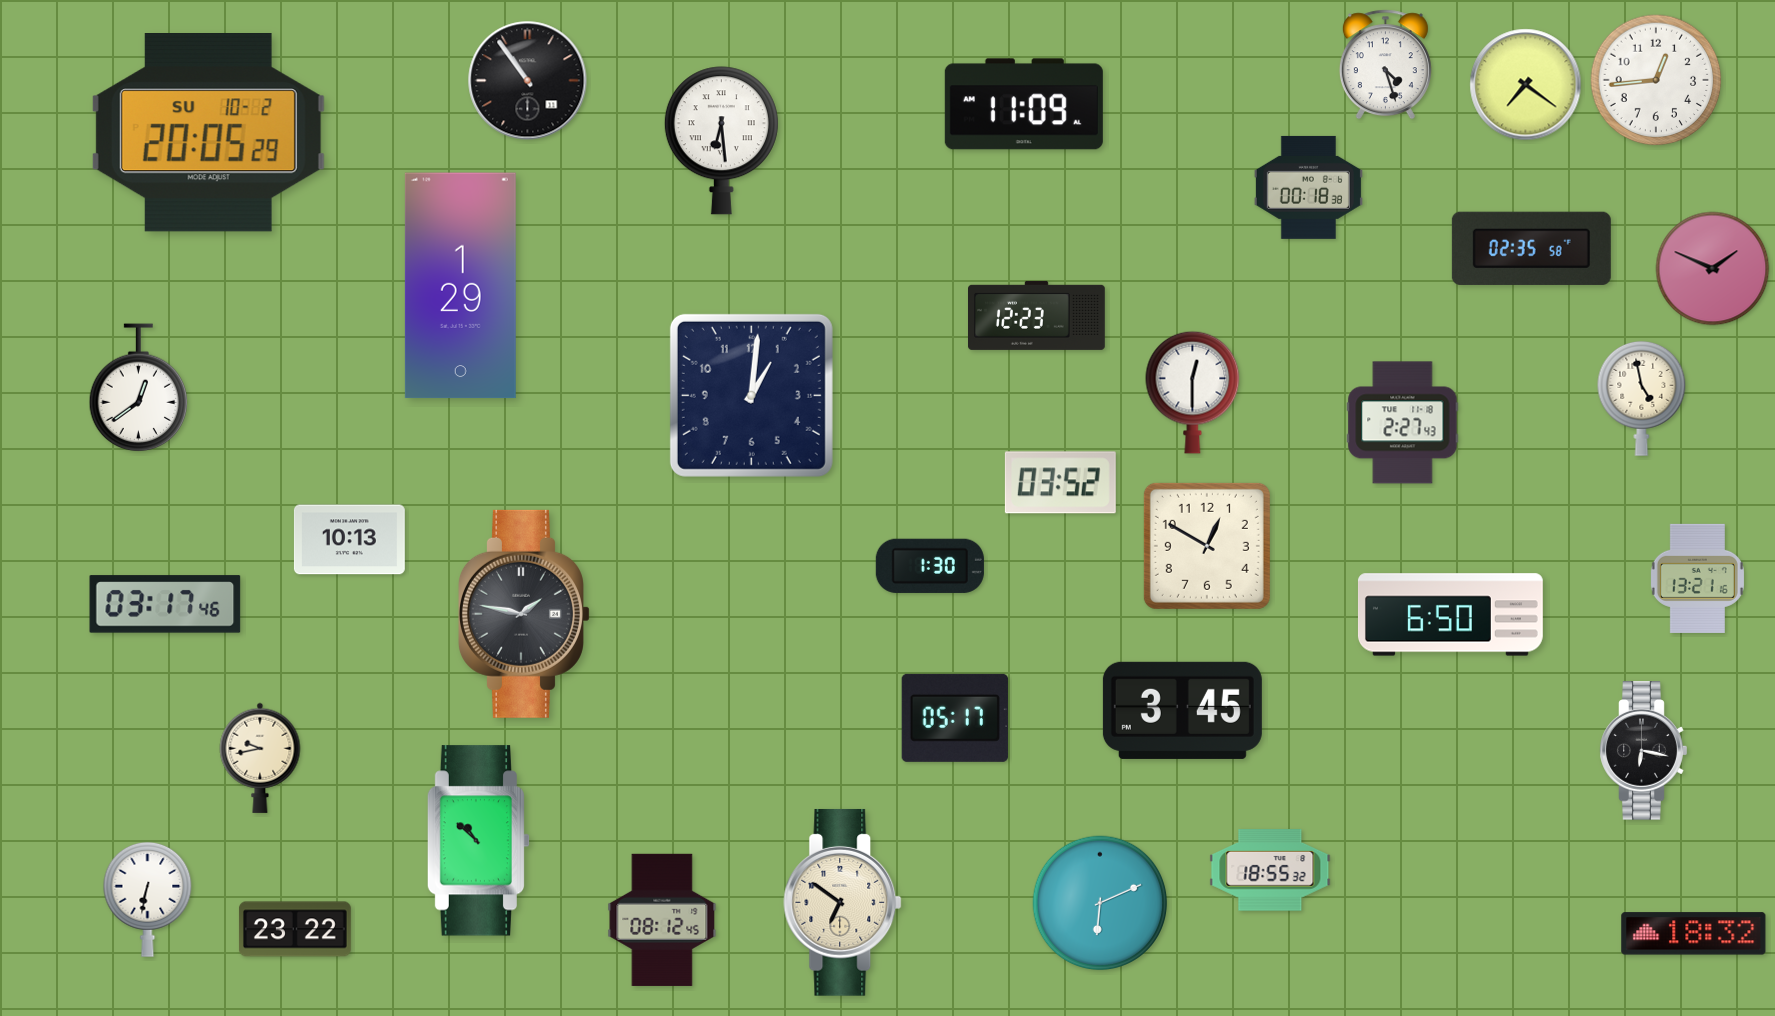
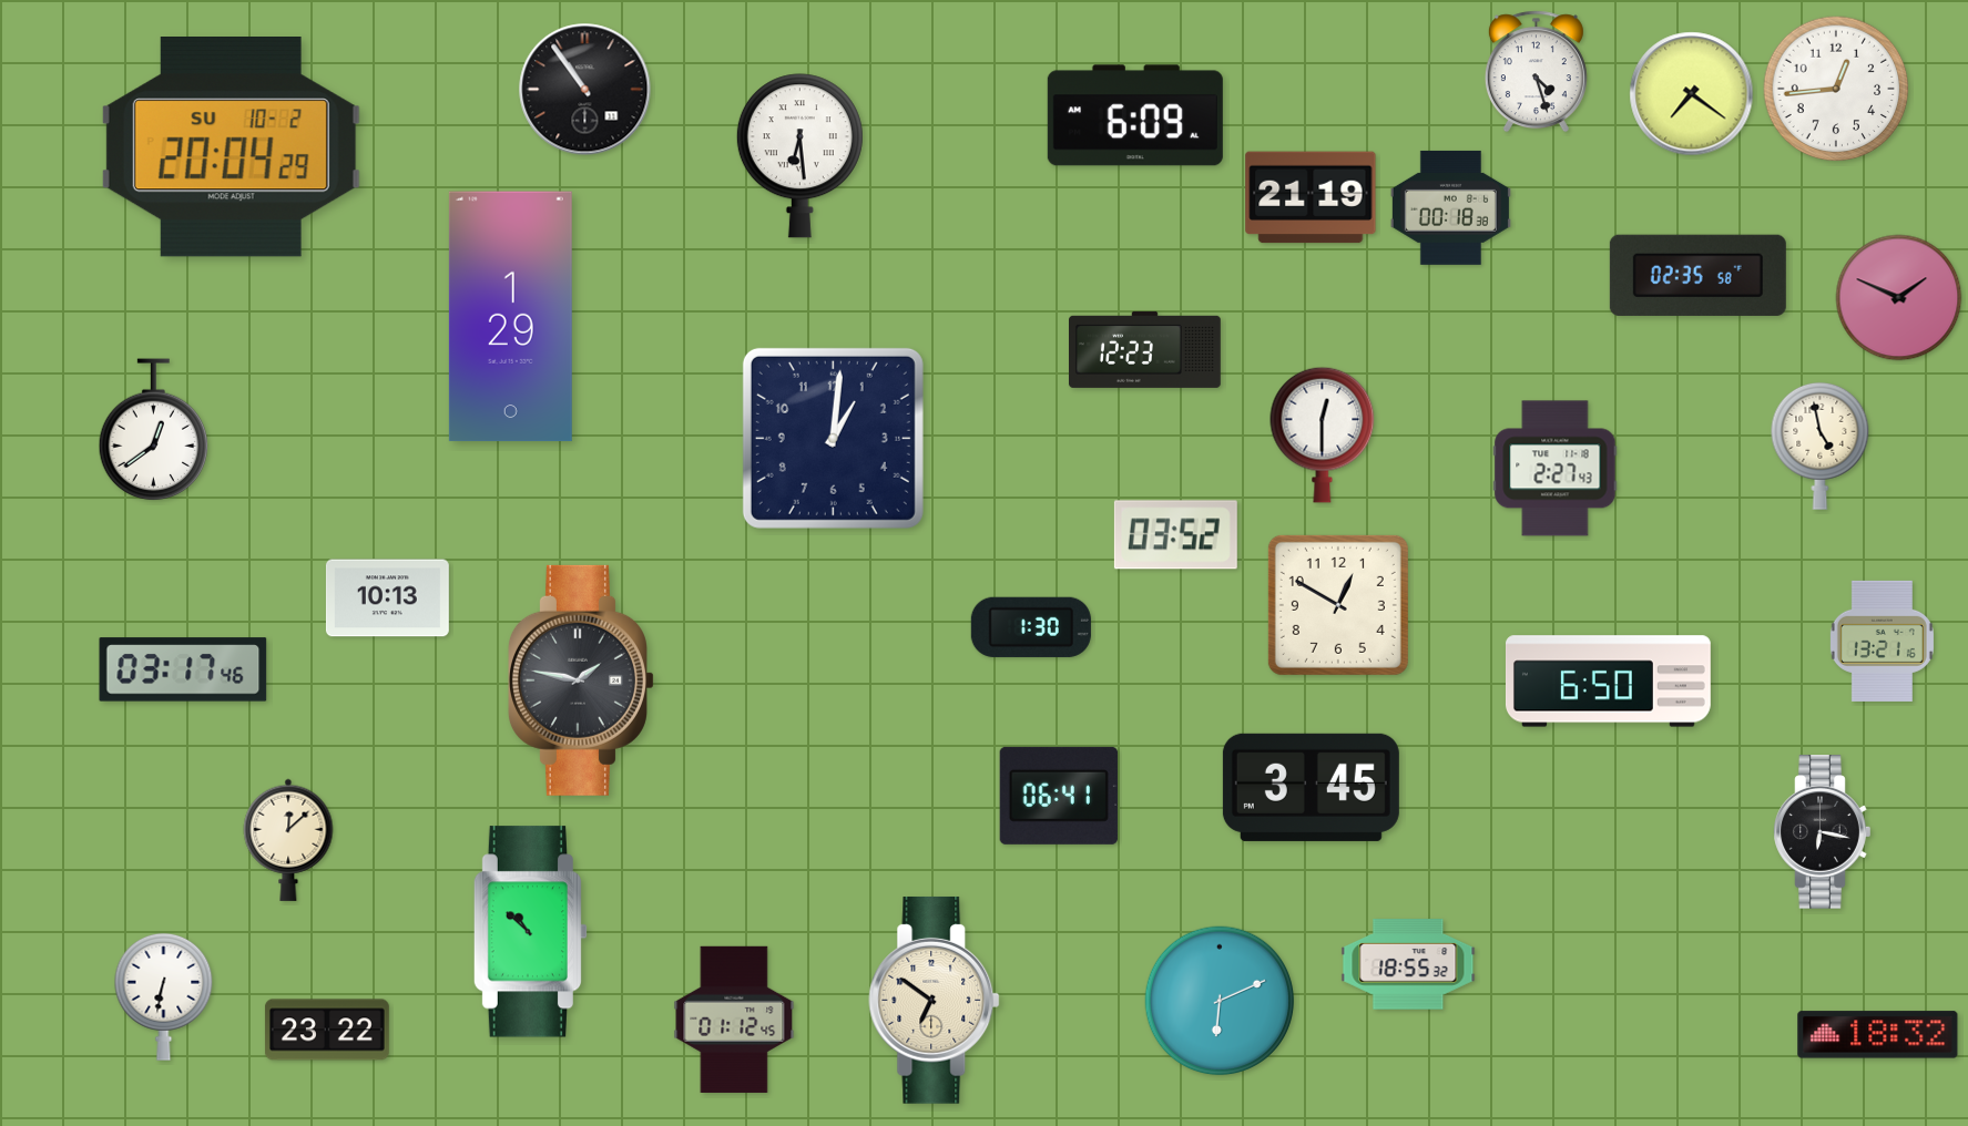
clock at (1024, 104): 11:09 -> 6:09
clock at (208, 133): 20:05 -> 20:04
clock at (1311, 197): none -> 21:19
clock at (1037, 315) position: (1037, 315) -> (1145, 349)
clock at (1642, 398) position: (1642, 398) -> (1821, 446)
clock at (955, 718): 05:17 -> 06:41
clock at (260, 758): 9:43 -> 12:08
clock at (662, 920): 08:12 -> 01:12
